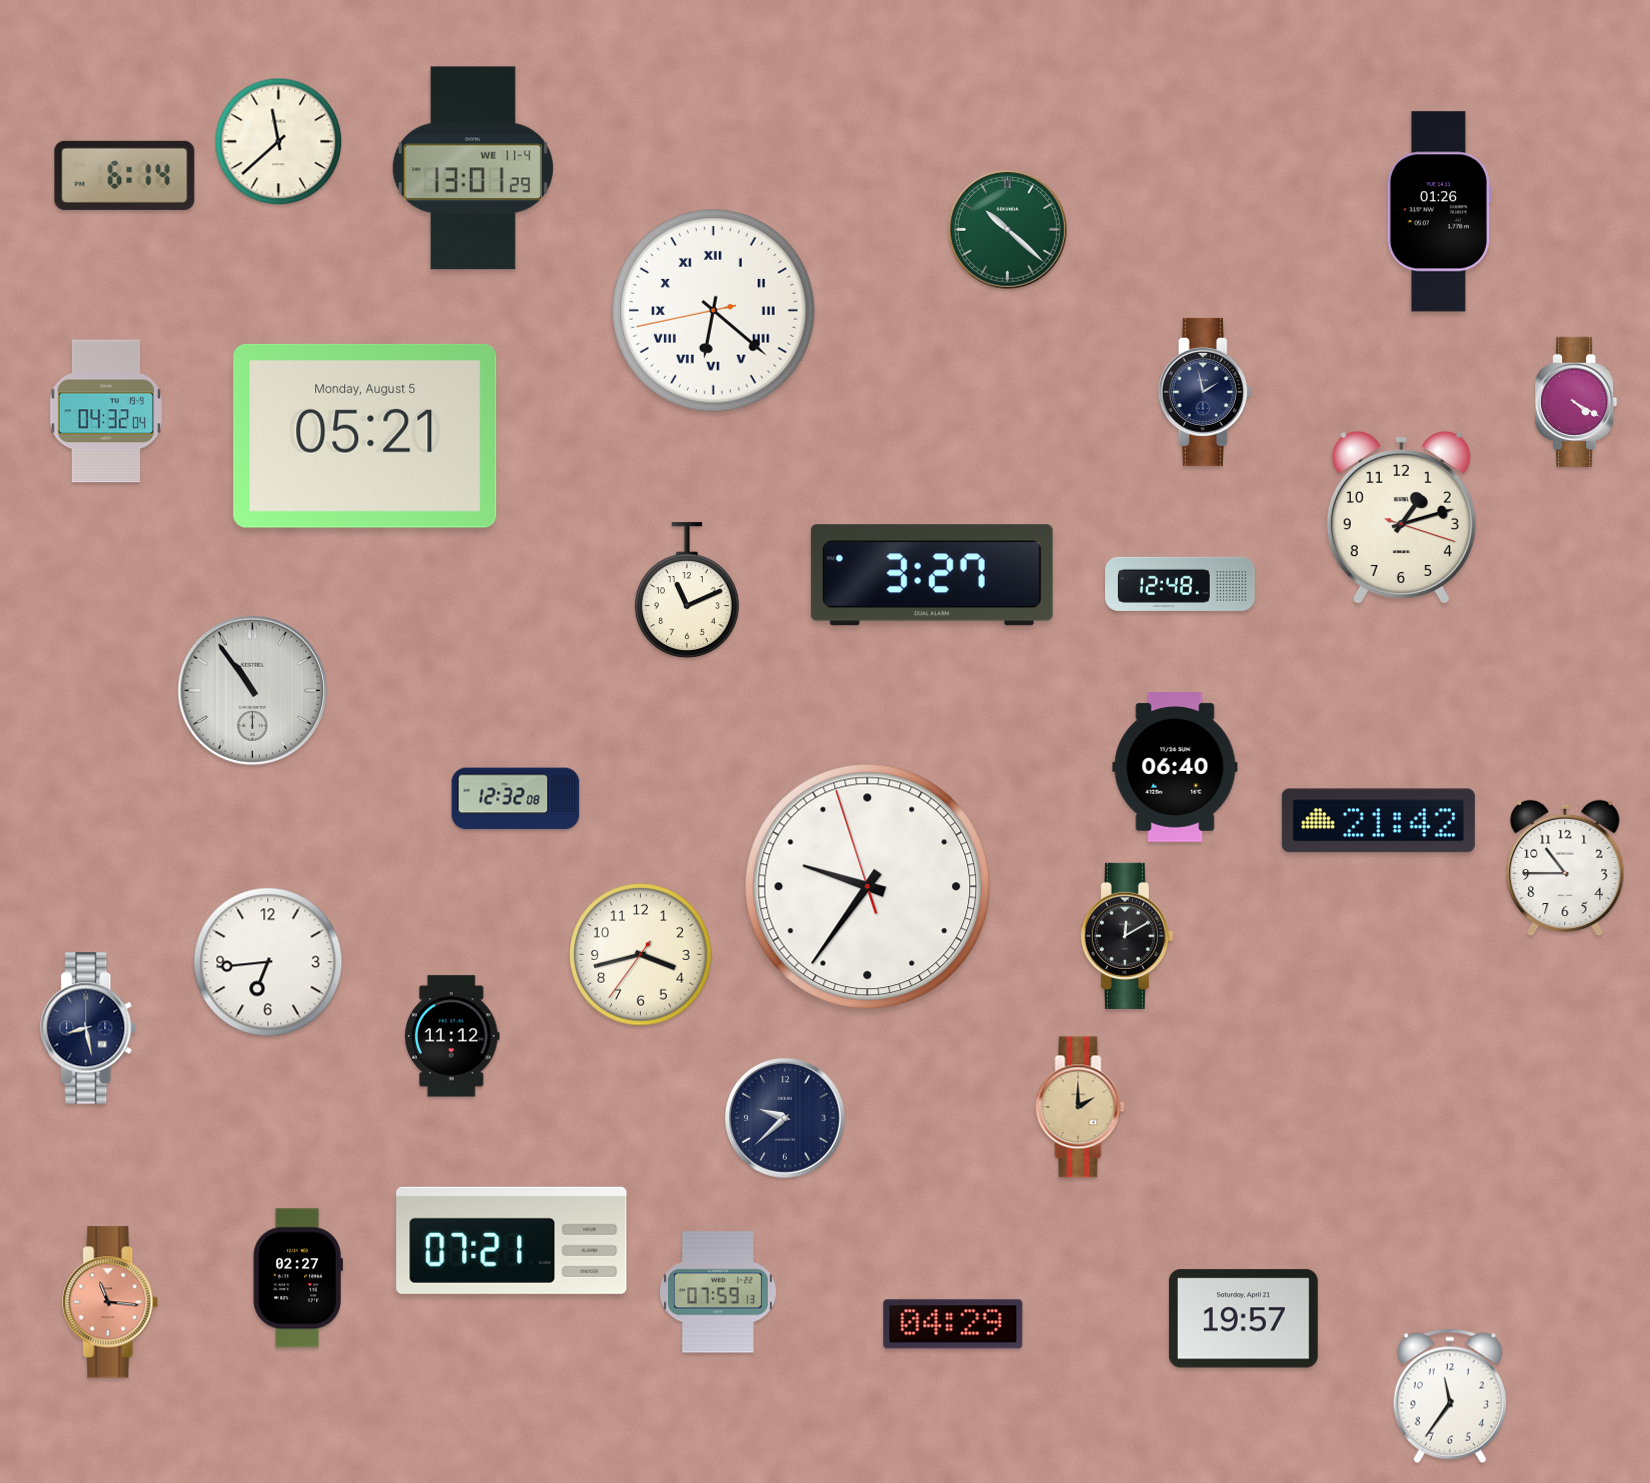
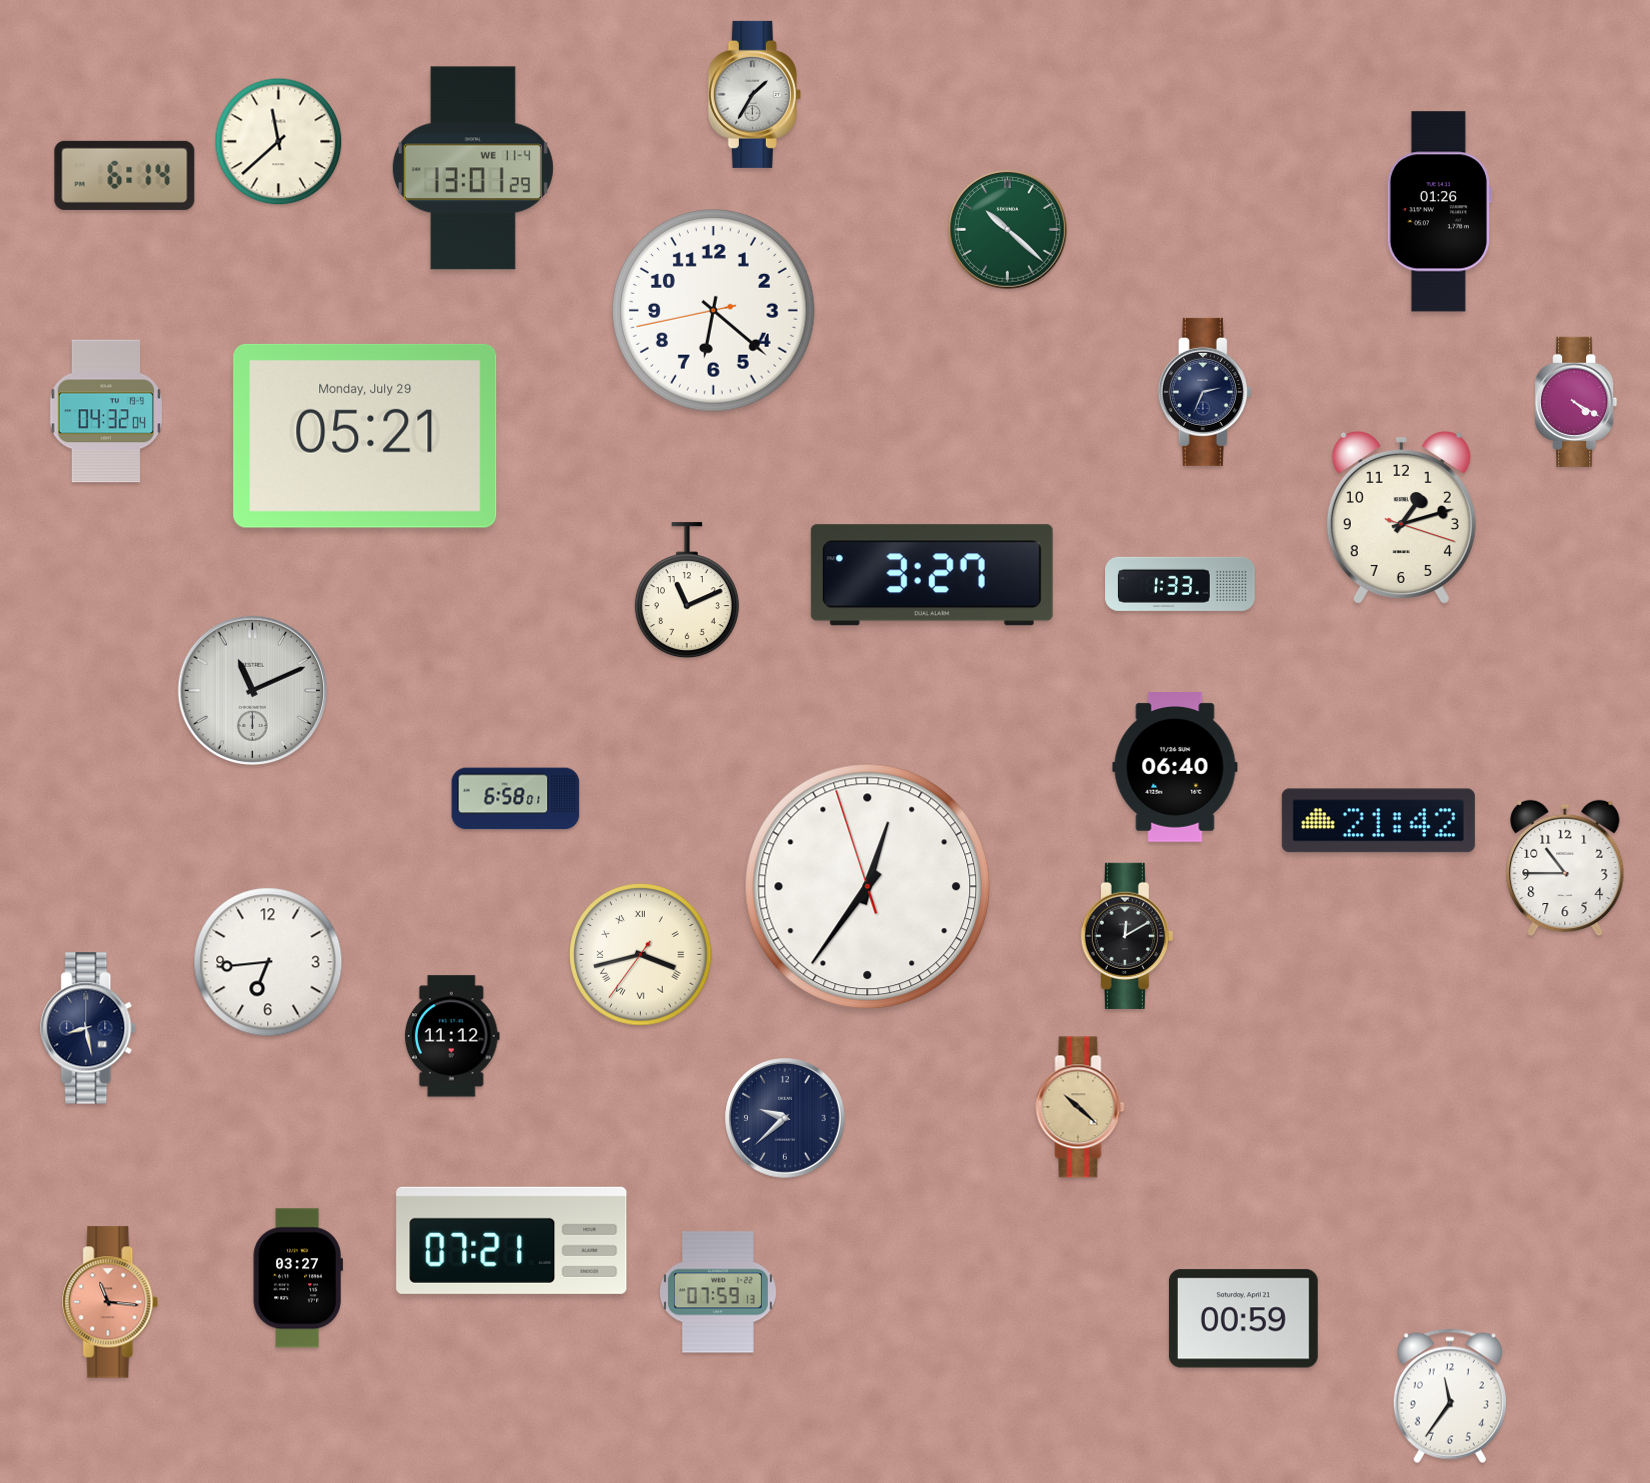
clock at (754, 94): none -> 1:35
clock at (714, 311) numerals: Roman -> Arabic
clock at (1205, 392): 1:58 -> 2:34
clock at (365, 436) date: Monday, August 5 -> Monday, July 29
clock at (1180, 584): 12:48 -> 1:33
clock at (253, 691): 10:54 -> 11:11
clock at (516, 799): 12:32 -> 6:58
clock at (868, 887): 9:35 -> 12:35
clock at (641, 955) numerals: Arabic -> Roman
clock at (1080, 1107): 2:00 -> 10:22
clock at (298, 1278): 02:27 -> 03:27
clock at (1243, 1319): 19:57 -> 00:59
clock at (953, 1324): 04:29 -> none
